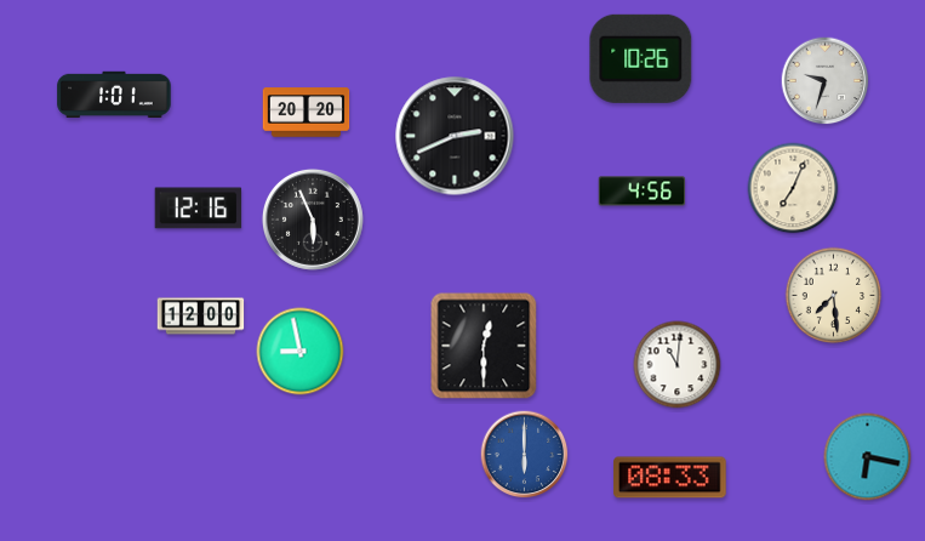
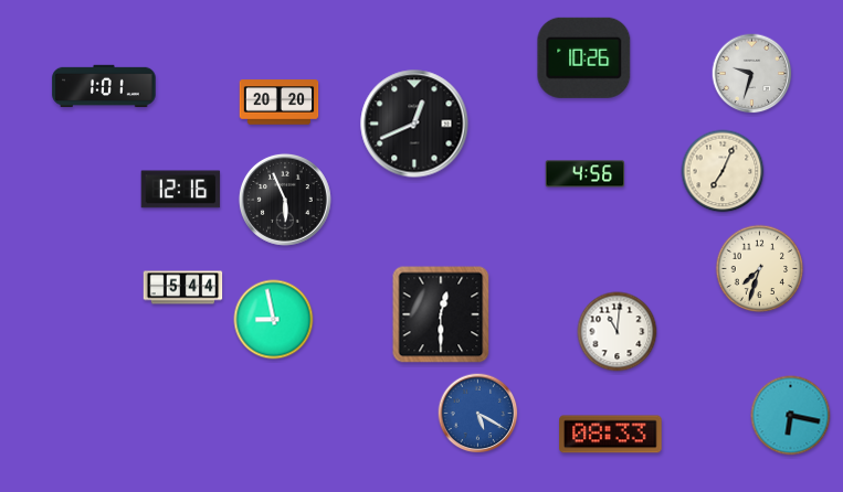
clock at (641, 58) position: (641, 58) -> (584, 57)
clock at (455, 136): 2:41 -> 12:41
clock at (834, 296): 7:29 -> 7:33
clock at (201, 317): 12:00 -> 5:44
clock at (525, 455): 6:00 -> 5:20
